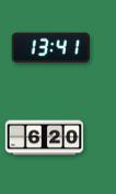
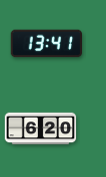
clock at (45, 138) position: (45, 138) -> (41, 129)
